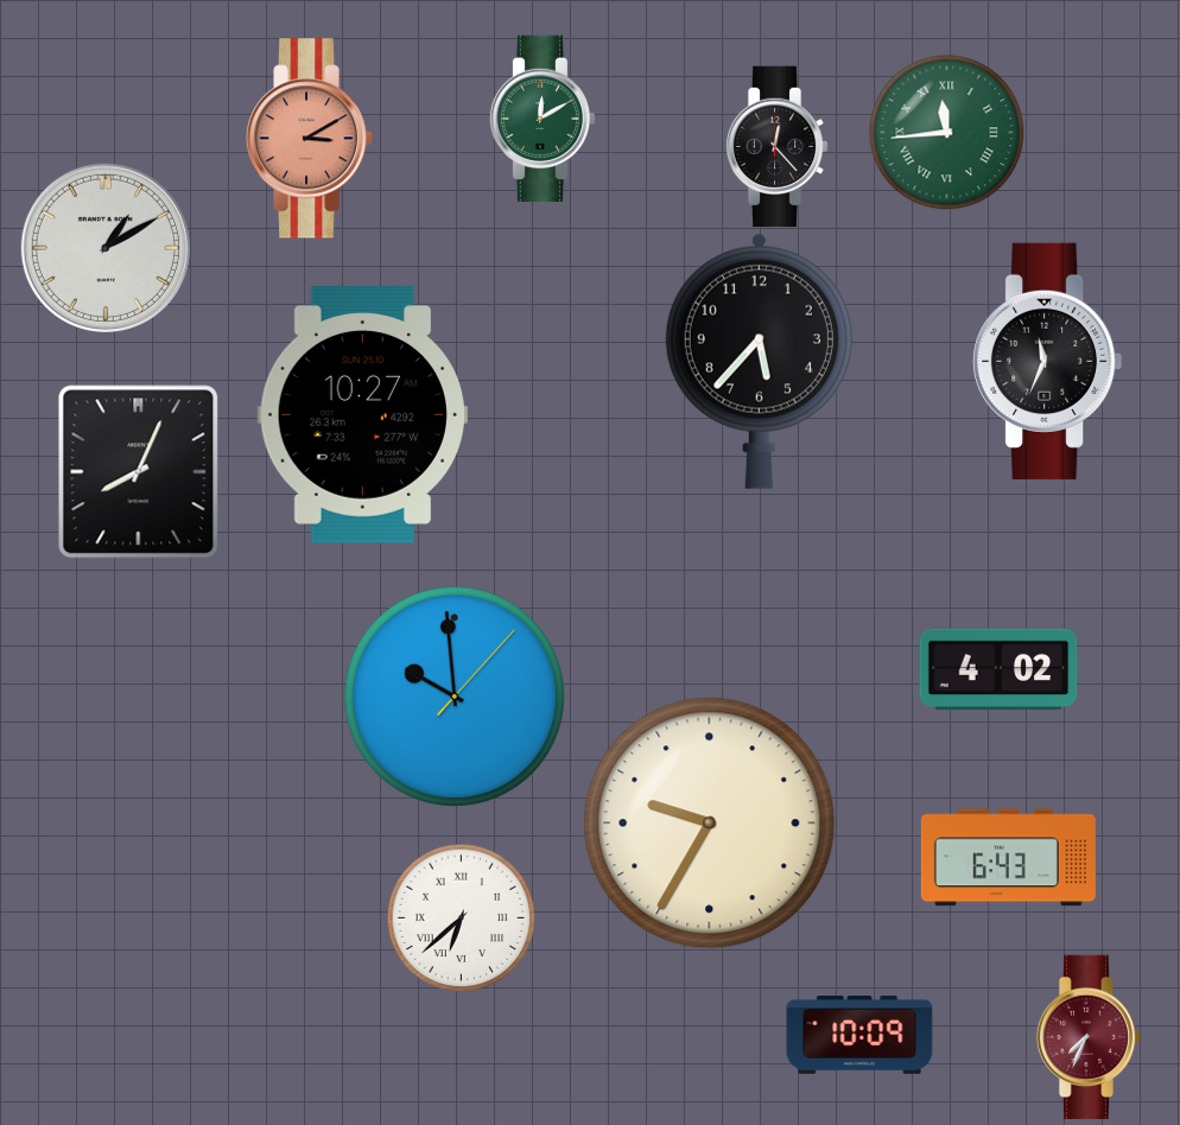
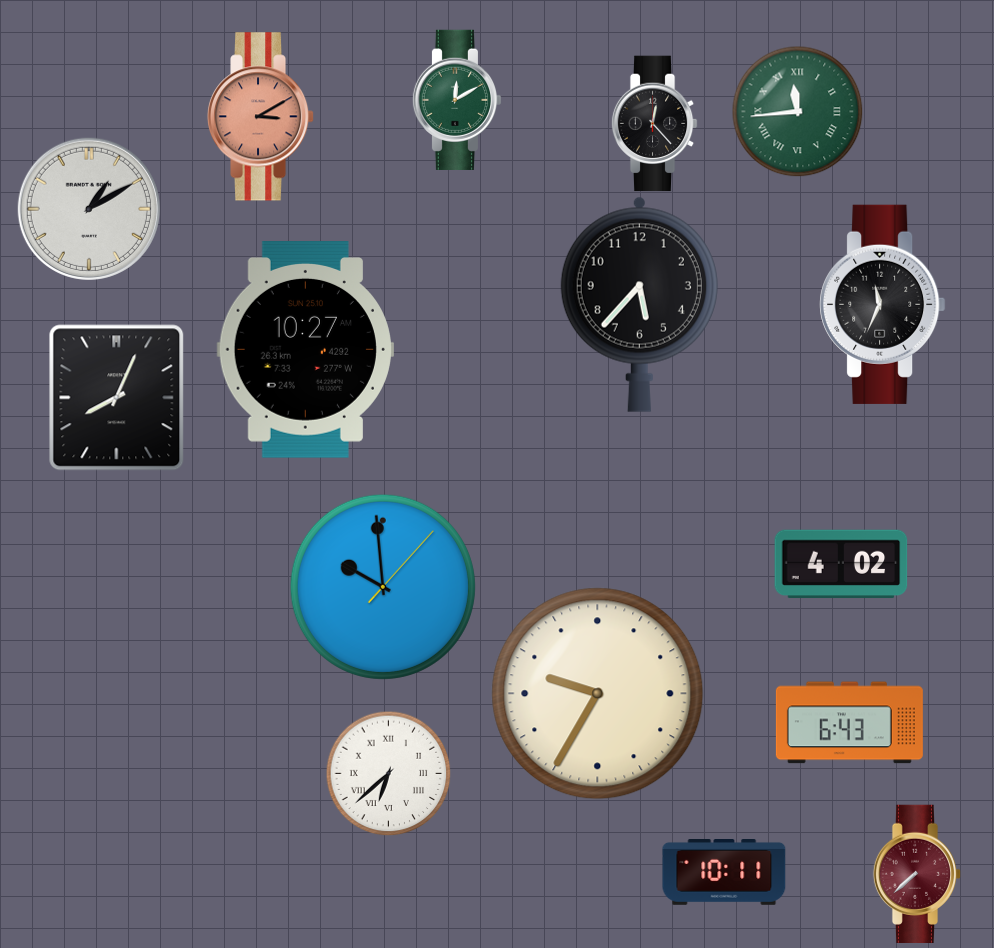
clock at (859, 1036): 10:09 -> 10:11
clock at (1089, 1036): 7:34 -> 7:38
